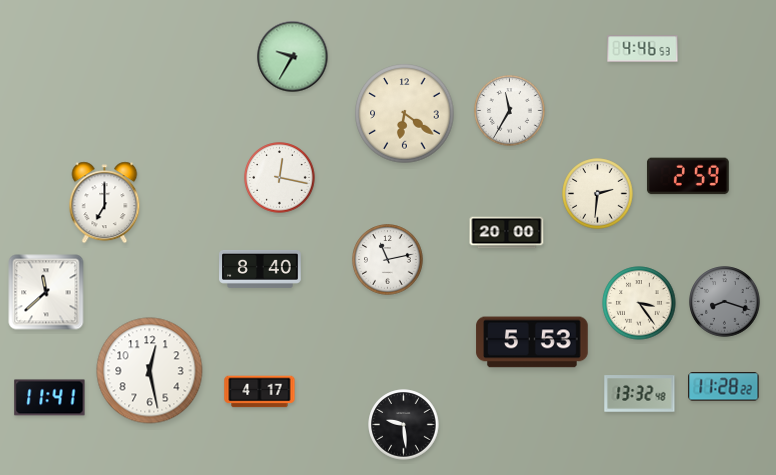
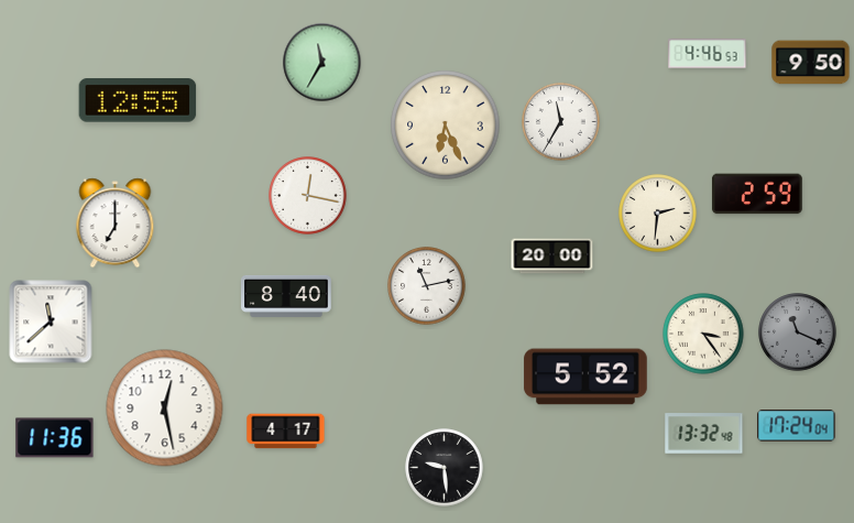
clock at (293, 57): 9:35 -> 11:35
clock at (811, 63): none -> 9:50
clock at (138, 100): none -> 12:55
clock at (405, 114): 6:21 -> 6:26
clock at (507, 233) position: (507, 233) -> (552, 257)
clock at (725, 302): 8:18 -> 11:19
clock at (532, 342): 5:53 -> 5:52
clock at (724, 387): 11:28 -> 17:24
clock at (50, 398): 11:41 -> 11:36
